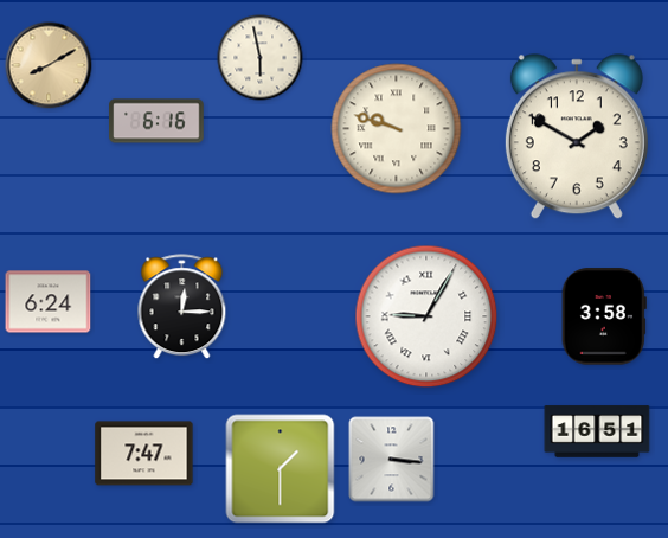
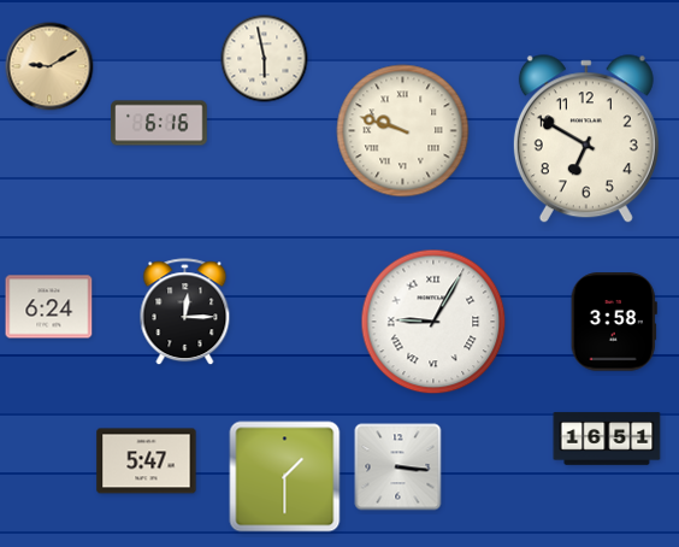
clock at (49, 65): 8:10 -> 9:10
clock at (577, 137): 1:50 -> 6:50
clock at (144, 454): 7:47 -> 5:47
